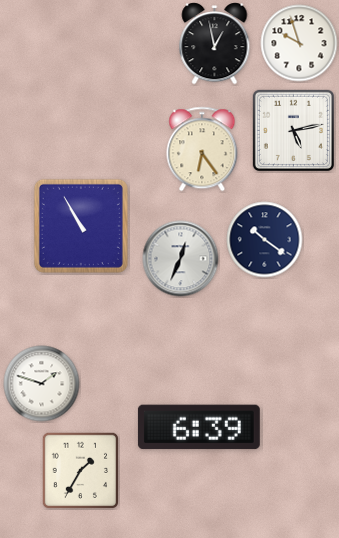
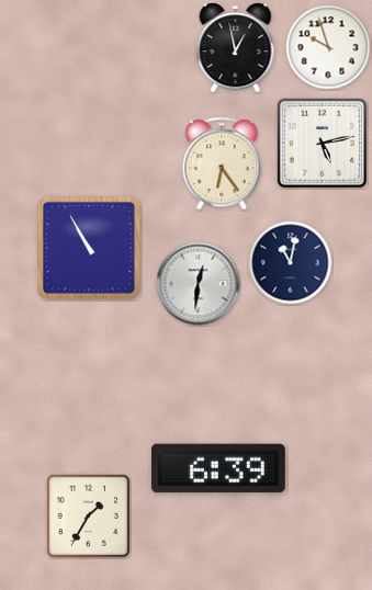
clock at (265, 240): 10:21 -> 11:02
clock at (181, 259): 12:34 -> 12:31
clock at (42, 384): 1:48 -> none
